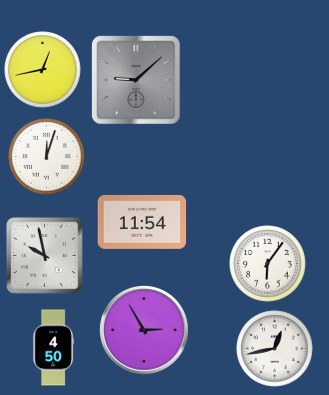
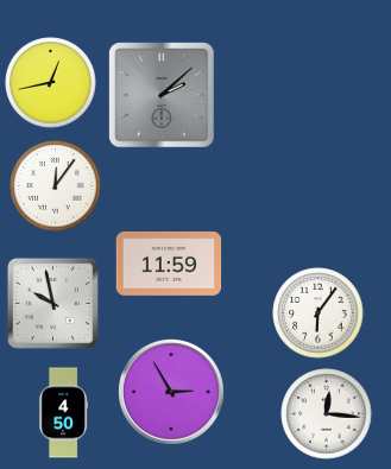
clock at (136, 80): 9:08 -> 2:08
clock at (47, 157): 12:03 -> 12:06
clock at (142, 222): 11:54 -> 11:59
clock at (275, 349): 12:43 -> 12:16
